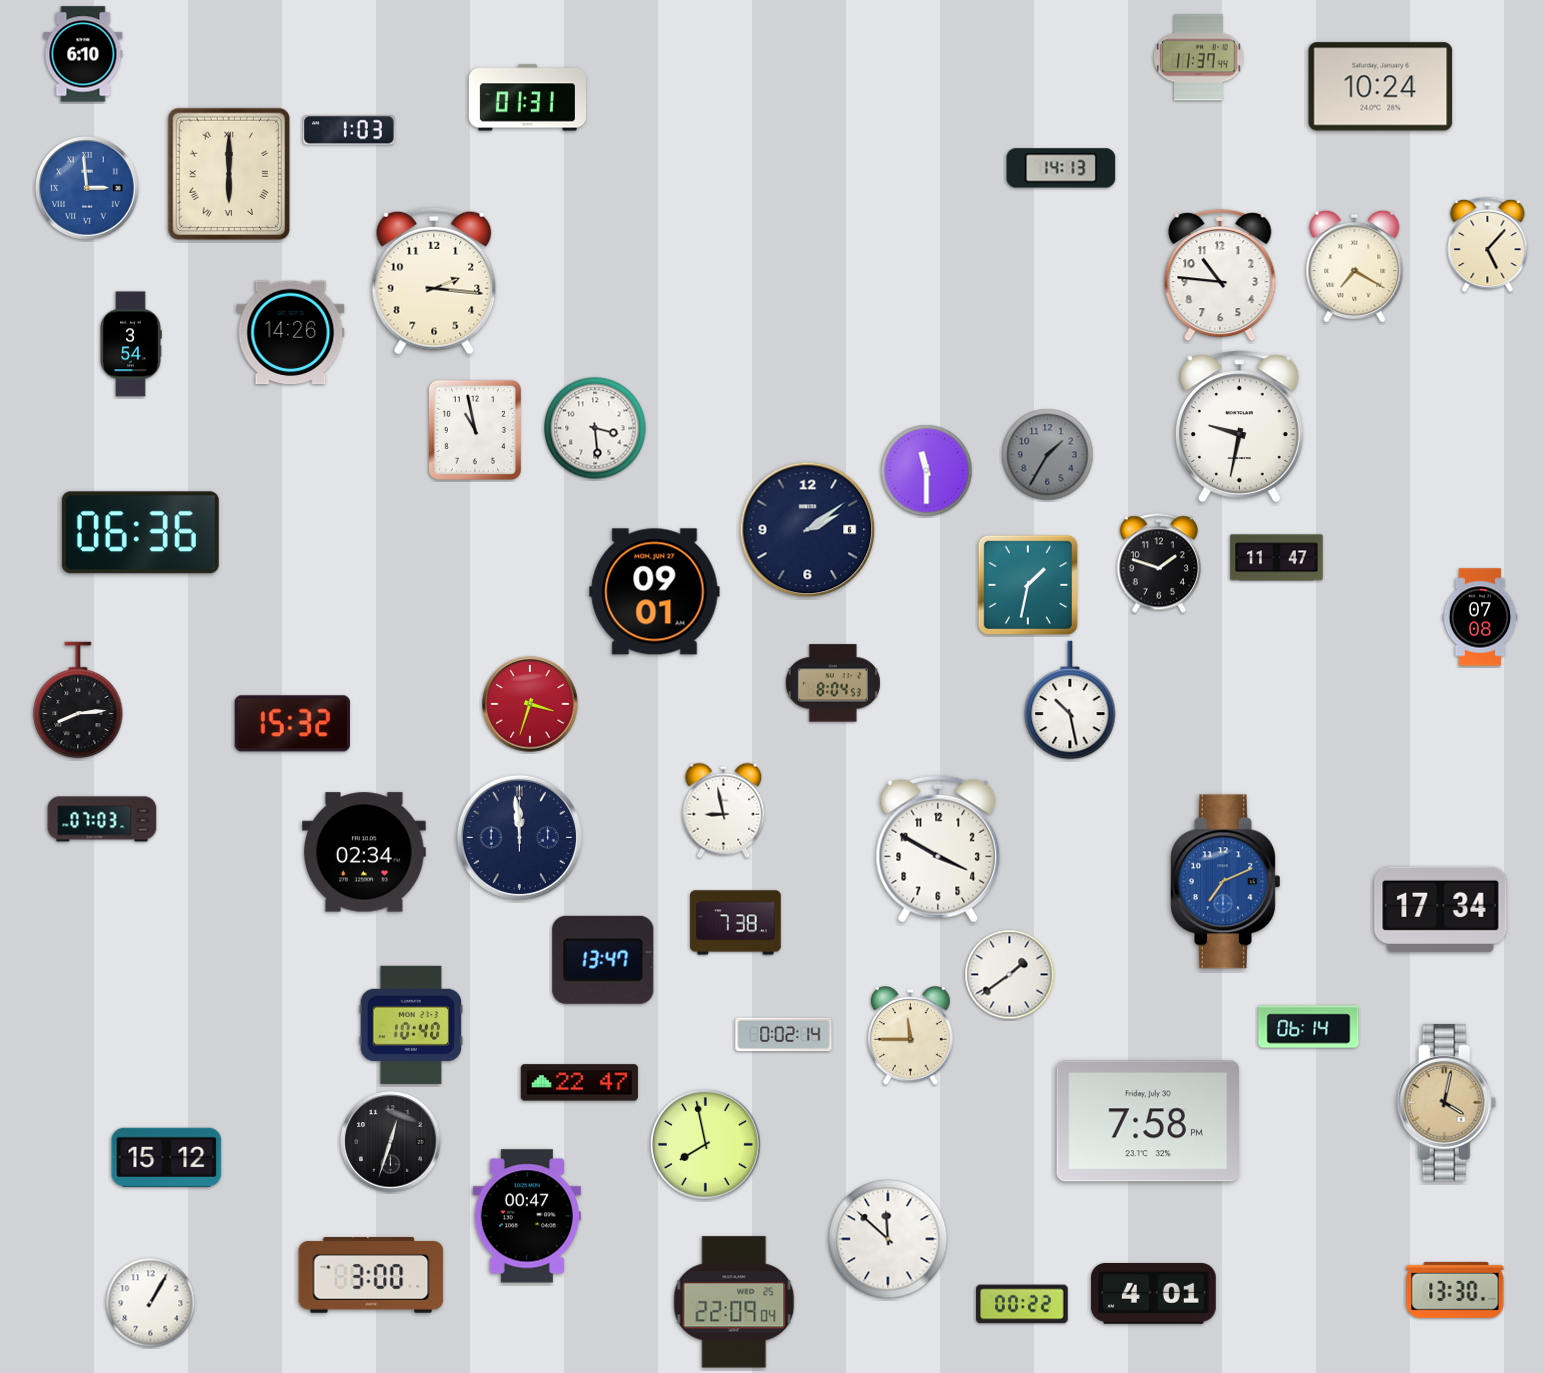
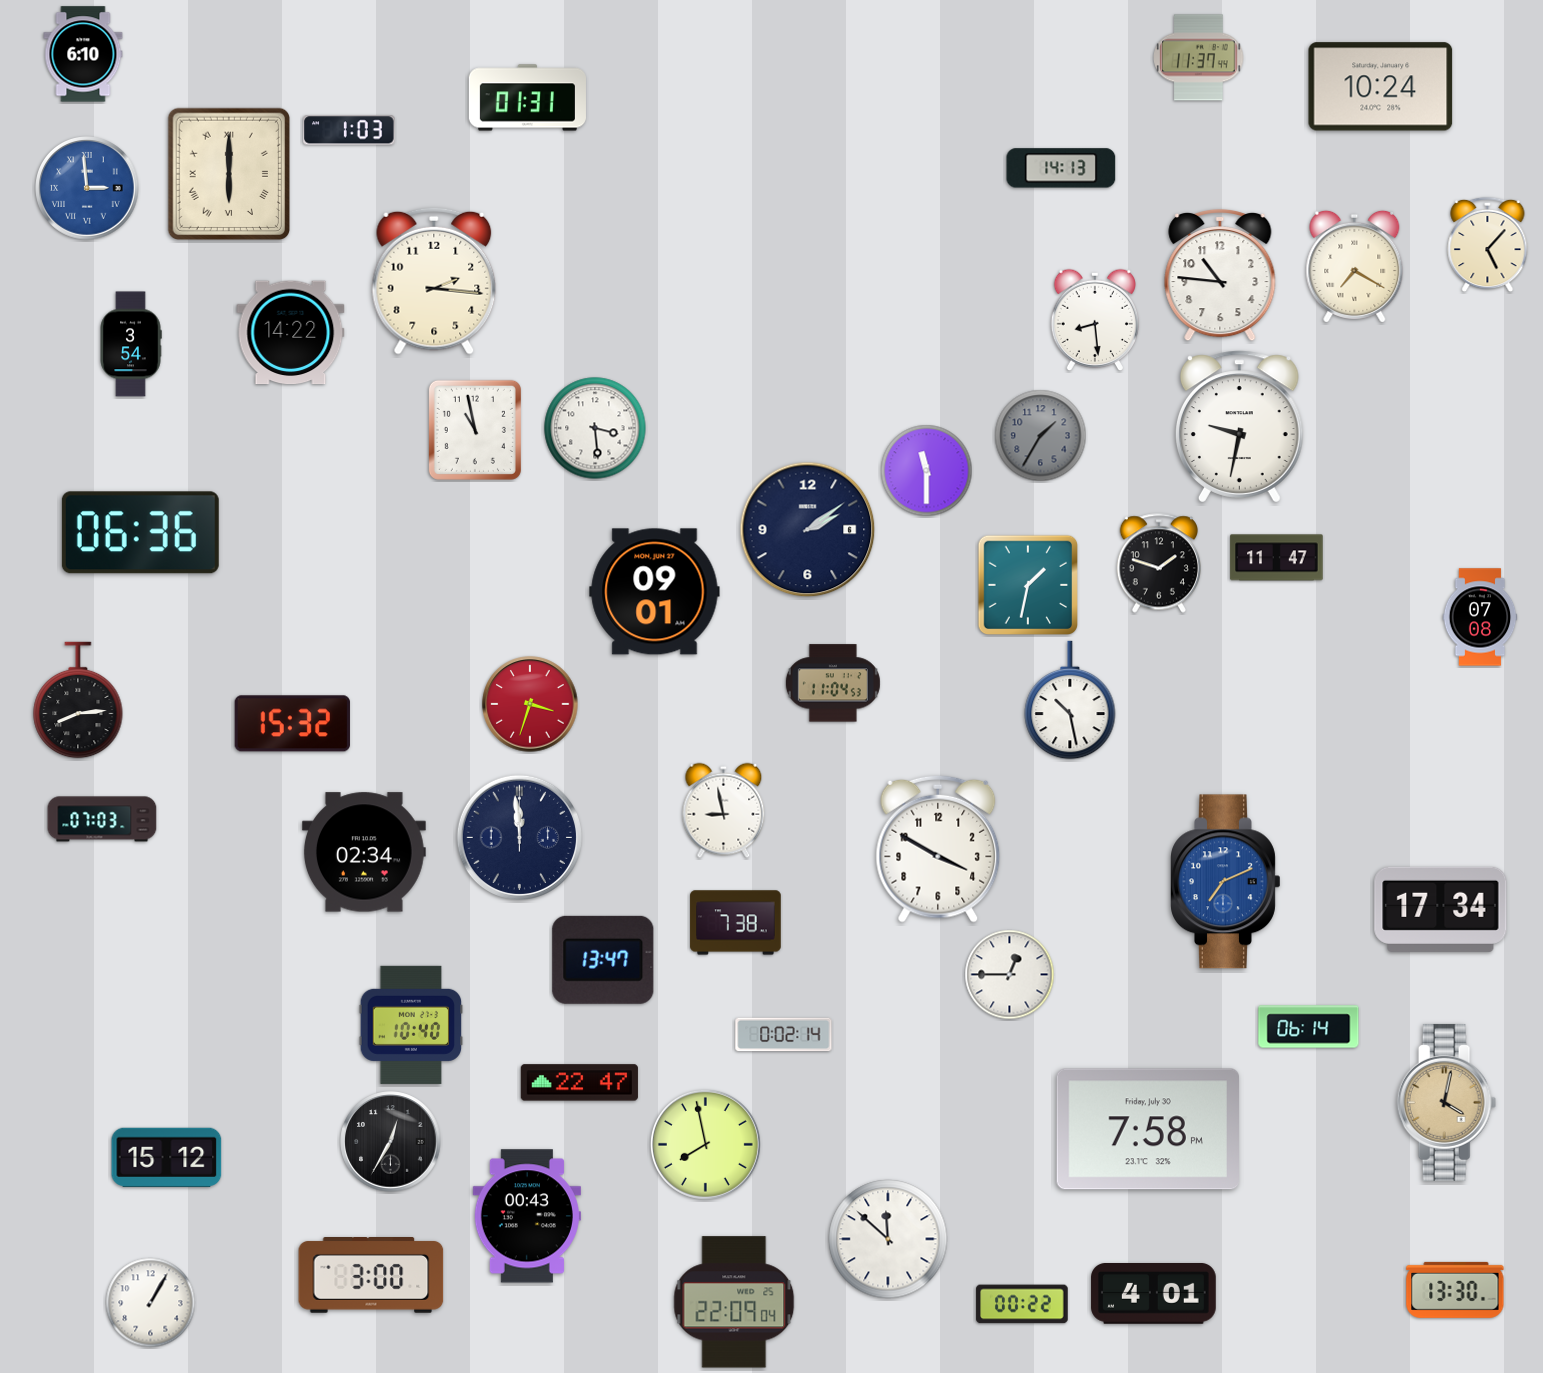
clock at (1094, 320): none -> 8:29
clock at (291, 333): 14:26 -> 14:22
clock at (1048, 455) position: (1048, 455) -> (1041, 436)
clock at (833, 683): 8:04 -> 11:04
clock at (1010, 975): 1:39 -> 12:45
clock at (911, 1036): 11:45 -> none
clock at (1147, 1121) position: (1147, 1121) -> (1147, 1129)
clock at (391, 1142): 12:33 -> 12:35
clock at (527, 1216): 00:47 -> 00:43
